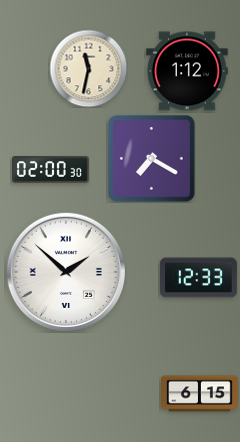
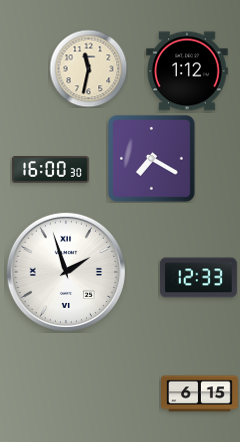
clock at (50, 170): 02:00 -> 16:00
clock at (66, 272): 1:52 -> 1:57
